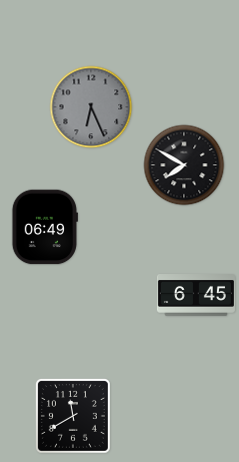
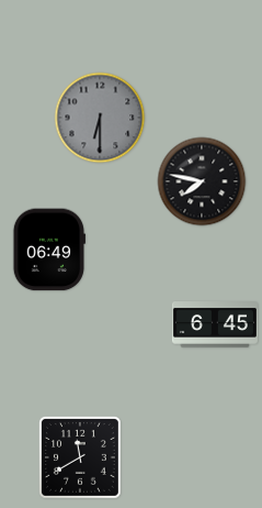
clock at (91, 107): 6:26 -> 6:30
clock at (184, 165): 7:50 -> 7:47
